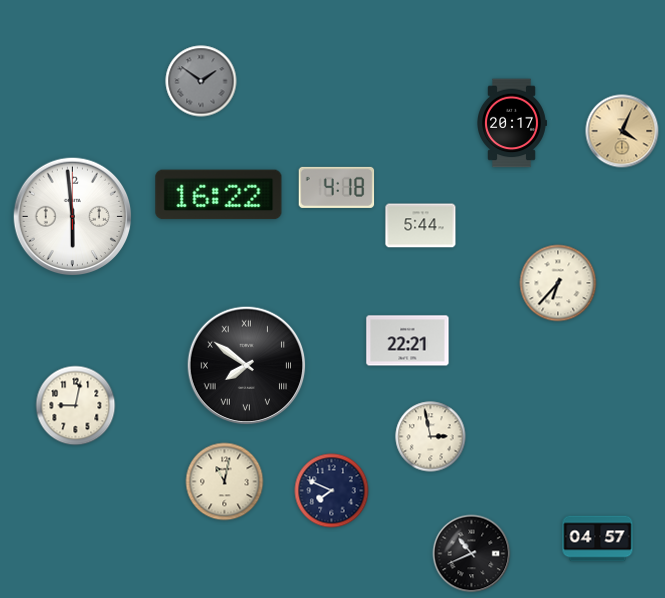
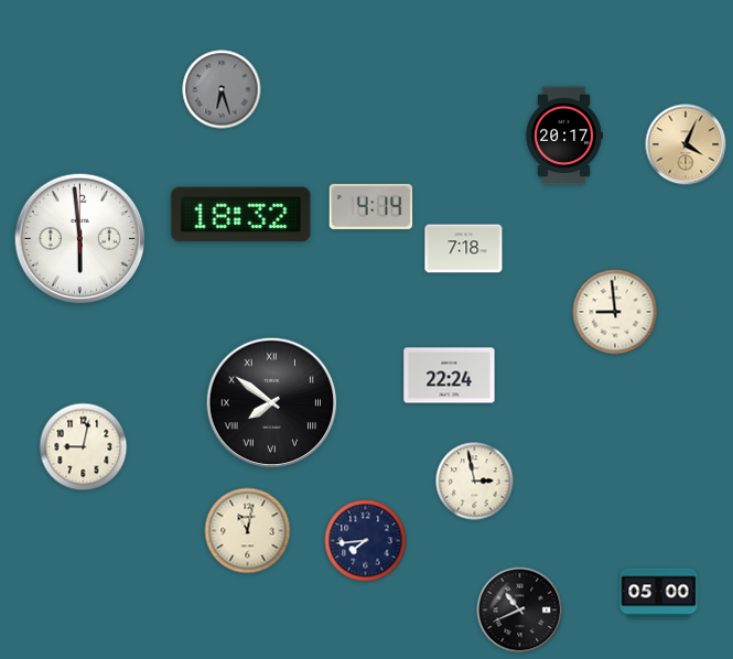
clock at (201, 81): 1:51 -> 6:27
clock at (337, 187): 4:18 -> 4:14
clock at (219, 195): 16:22 -> 18:32
clock at (421, 226): 5:44 -> 7:18
clock at (558, 283): 6:37 -> 8:59
clock at (408, 341): 22:21 -> 22:24
clock at (332, 491): 7:49 -> 7:44
clock at (598, 539): 04:57 -> 05:00
